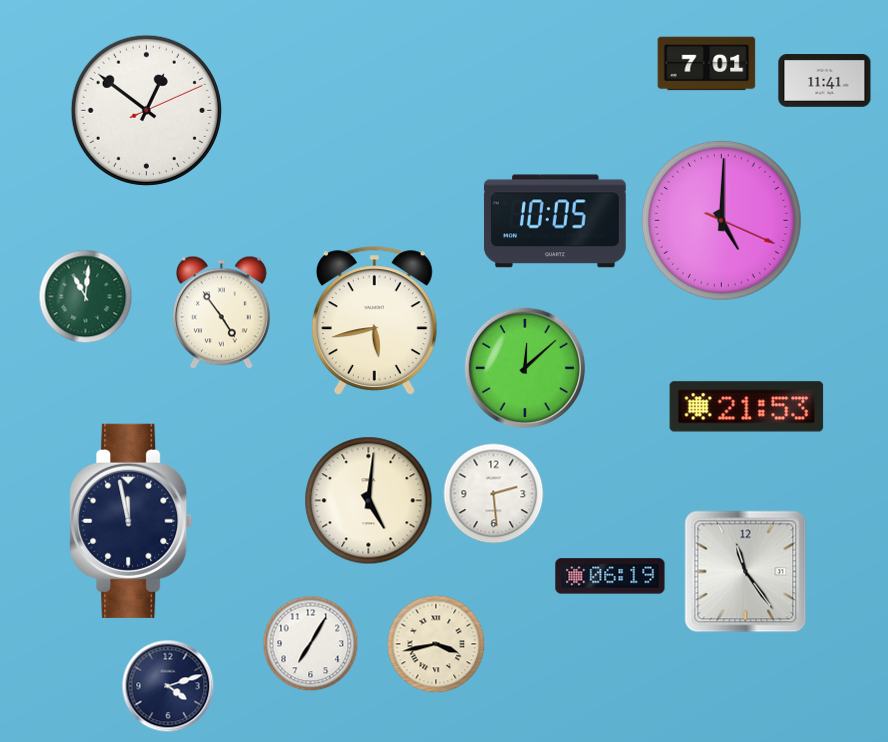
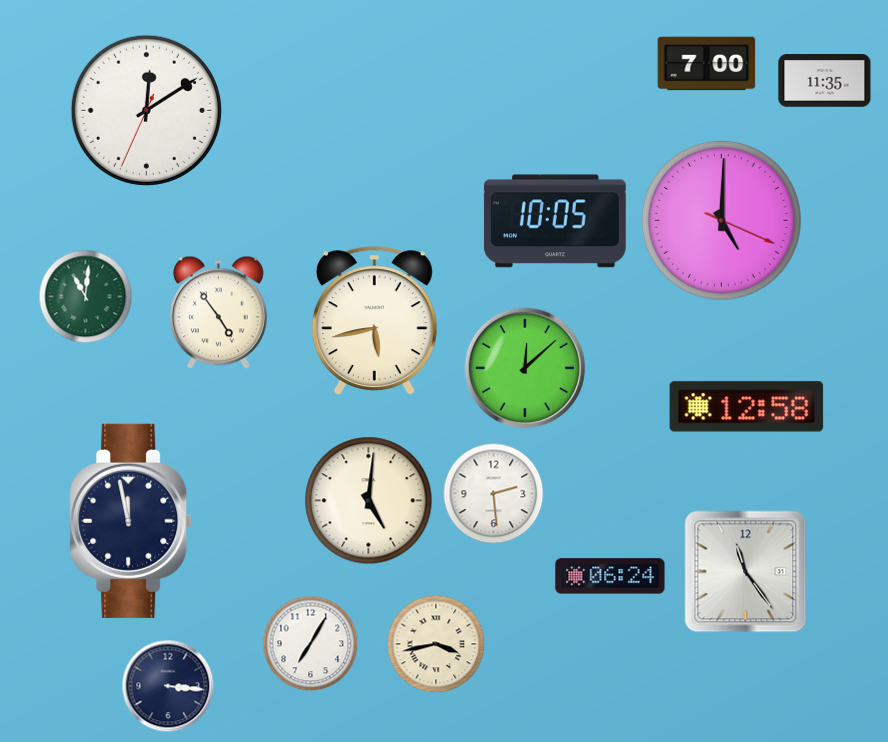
clock at (707, 64): 7:01 -> 7:00
clock at (825, 81): 11:41 -> 11:35
clock at (146, 110): 12:51 -> 12:09
clock at (222, 313) position: (222, 313) -> (219, 313)
clock at (747, 407): 21:53 -> 12:58
clock at (610, 576): 06:19 -> 06:24
clock at (168, 686): 4:12 -> 3:16
